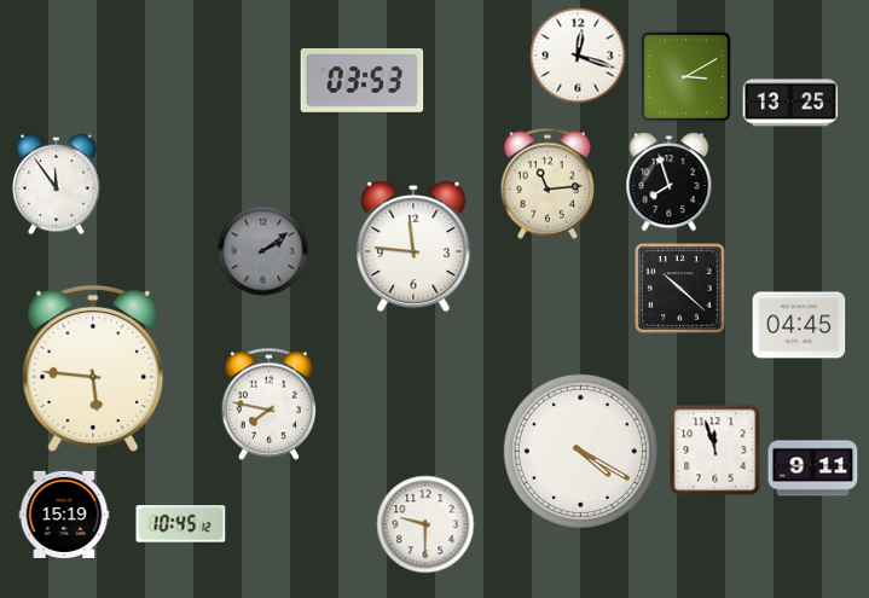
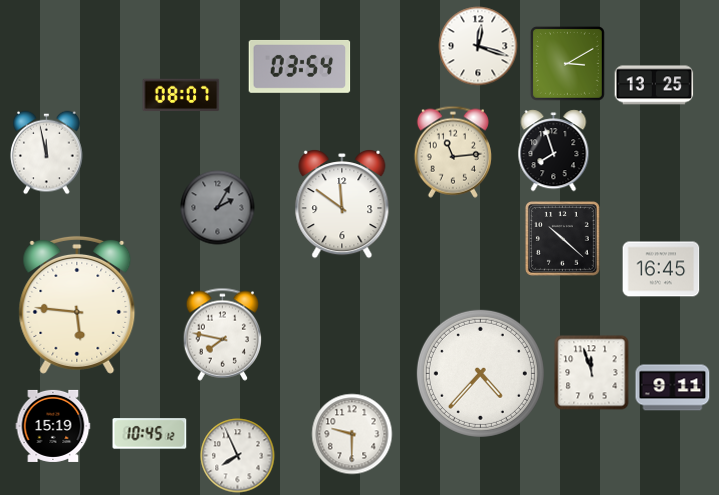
clock at (363, 80): 03:53 -> 03:54
clock at (181, 95): none -> 08:07
clock at (57, 185): 11:54 -> 11:58
clock at (413, 248): 11:46 -> 11:51
clock at (263, 251): 2:09 -> 2:05
clock at (799, 325): 04:45 -> 16:45
clock at (580, 451): 4:20 -> 4:37
clock at (238, 456): none -> 7:56
